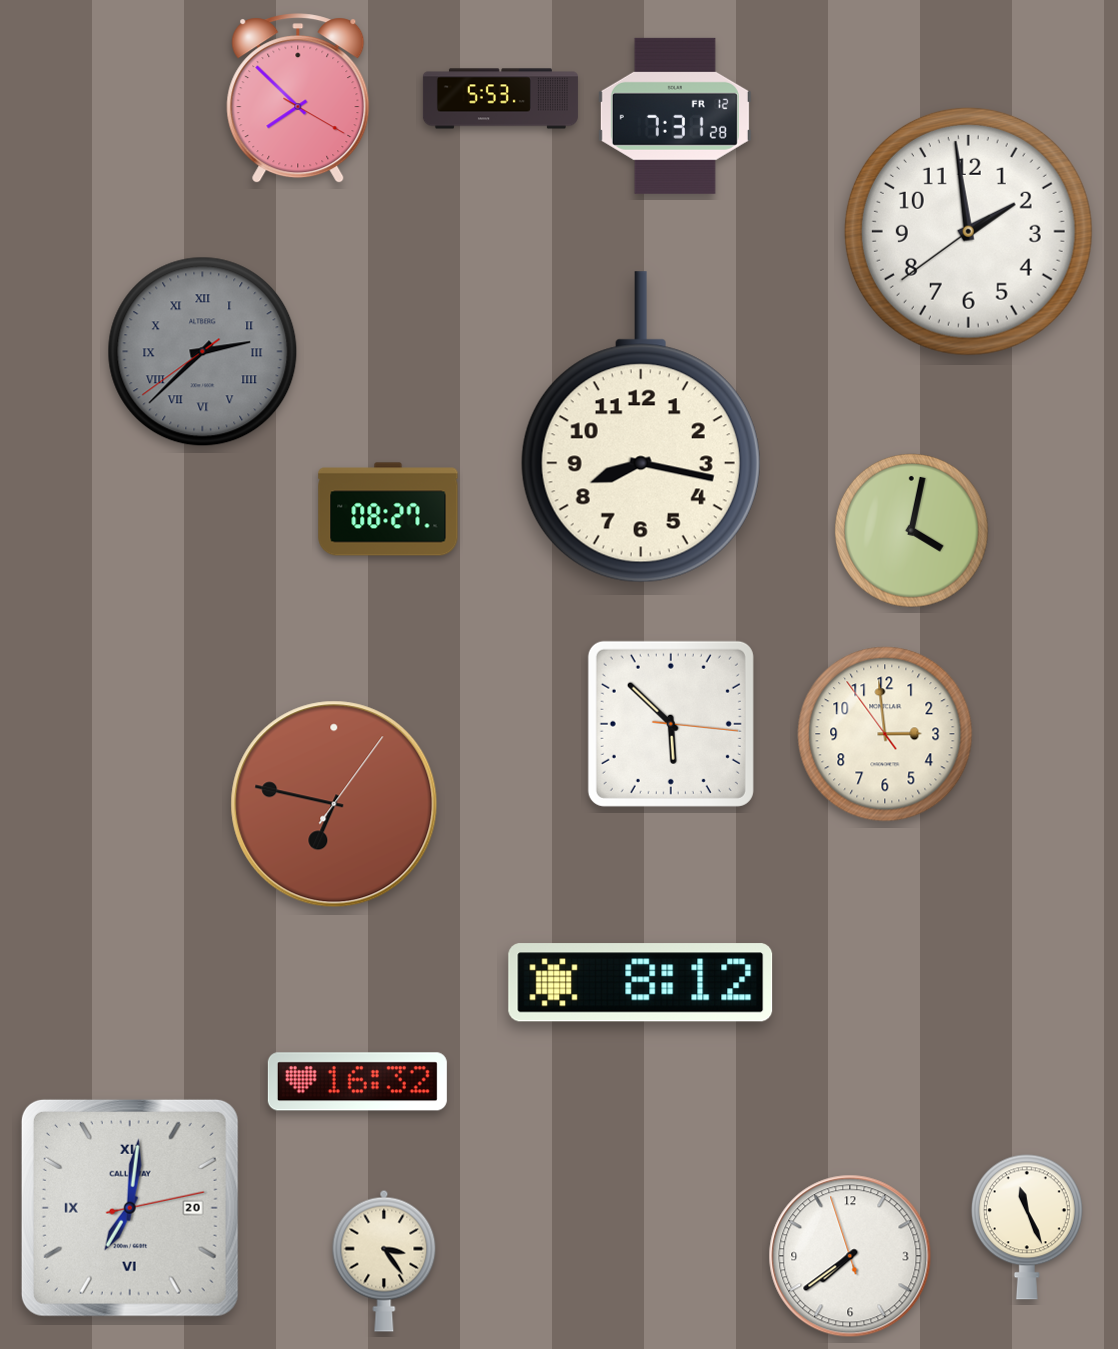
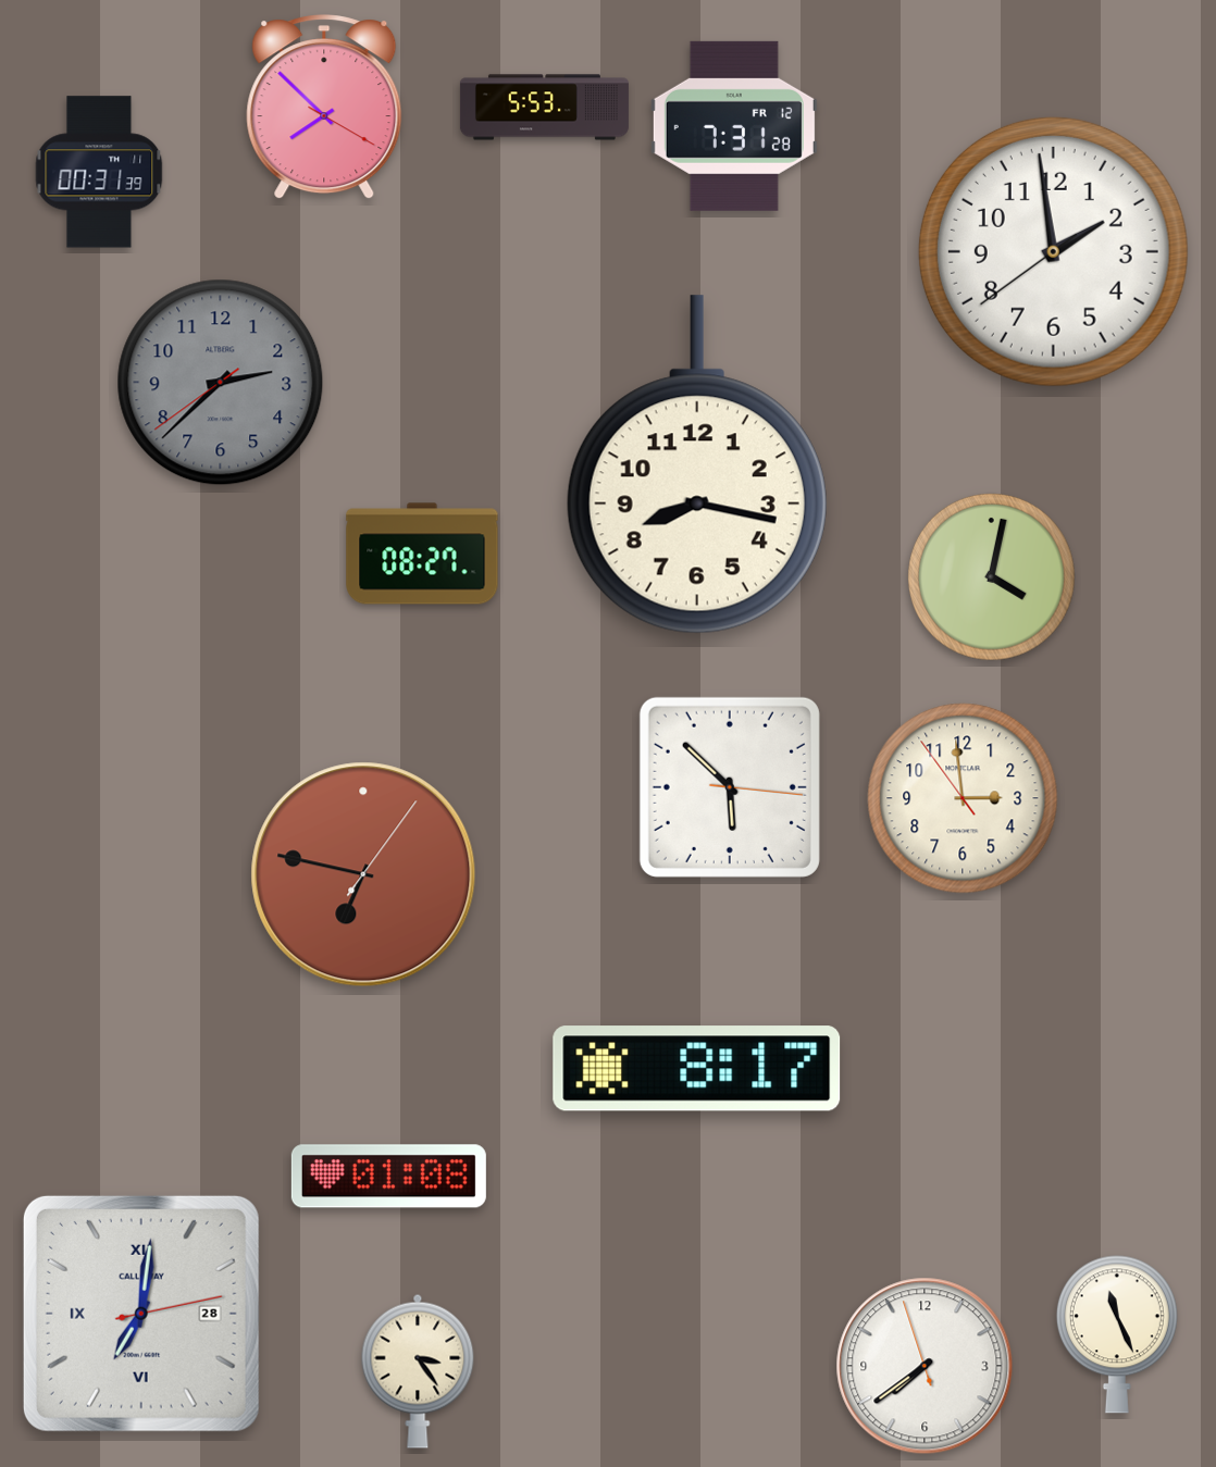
clock at (99, 172): none -> 00:31
clock at (203, 352) numerals: Roman -> Arabic
clock at (641, 983): 8:12 -> 8:17
clock at (357, 1082): 16:32 -> 01:08
clock at (130, 1208) date: 20 -> 28
